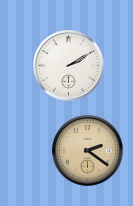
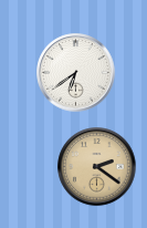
clock at (69, 66): 2:10 -> 6:39
